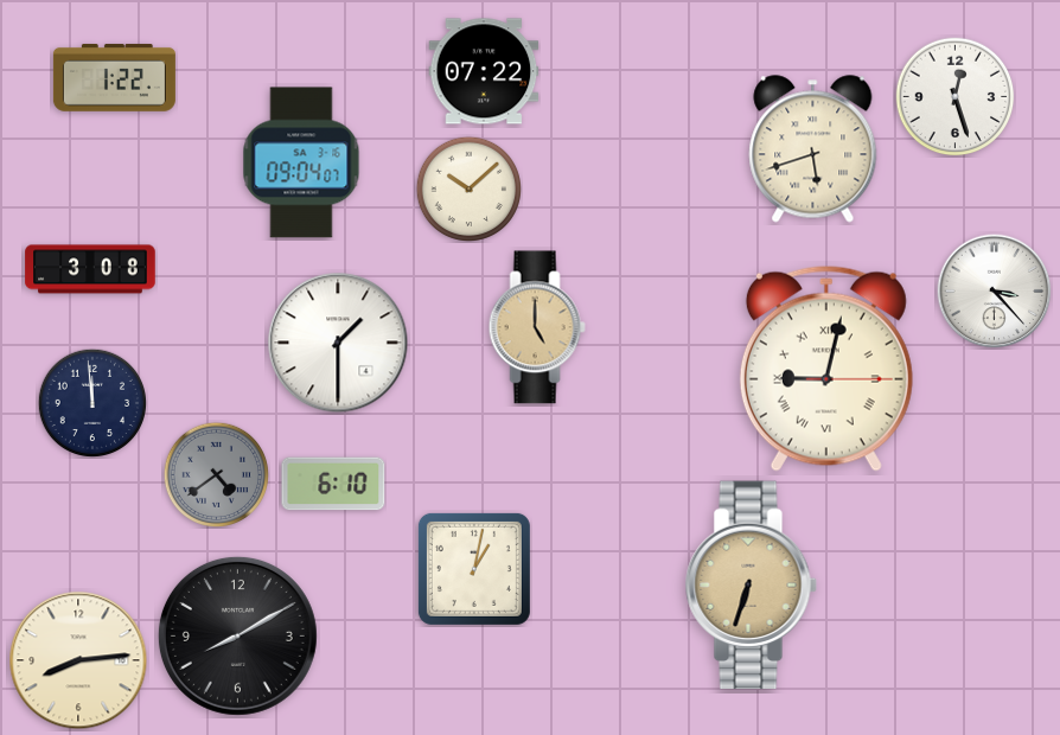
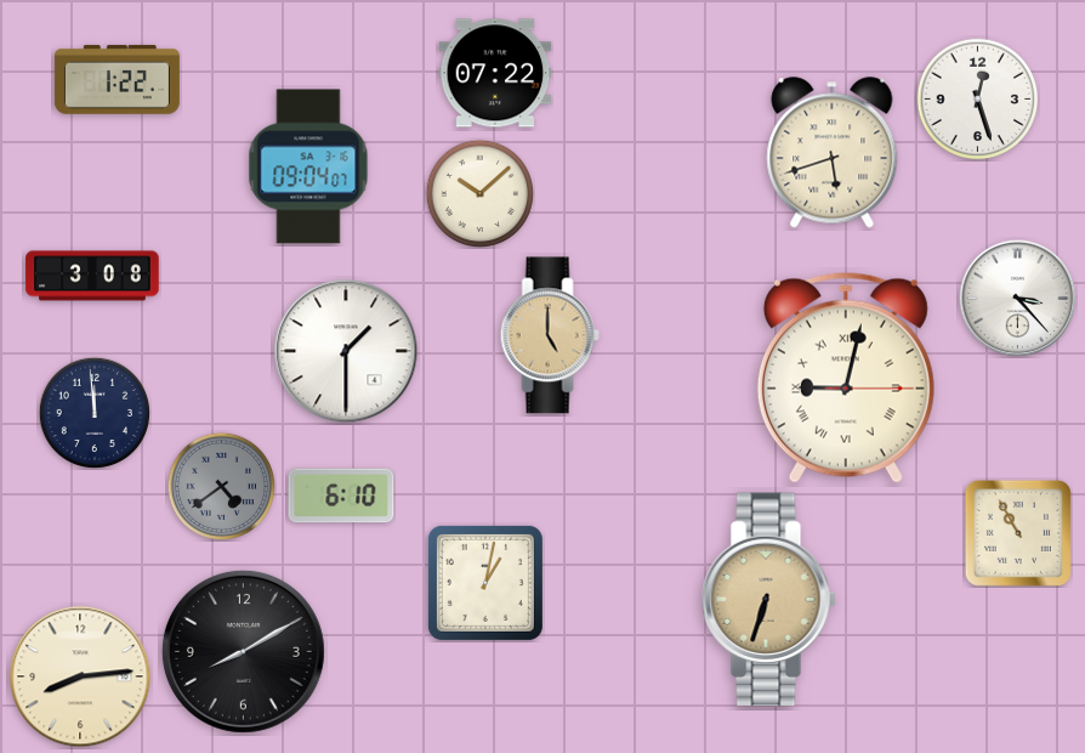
clock at (1018, 533): none -> 10:55
